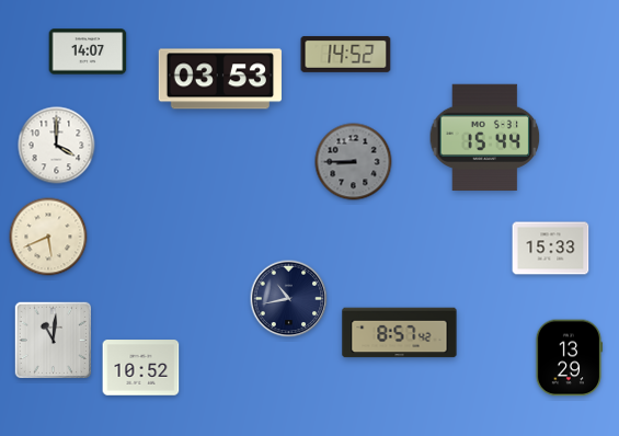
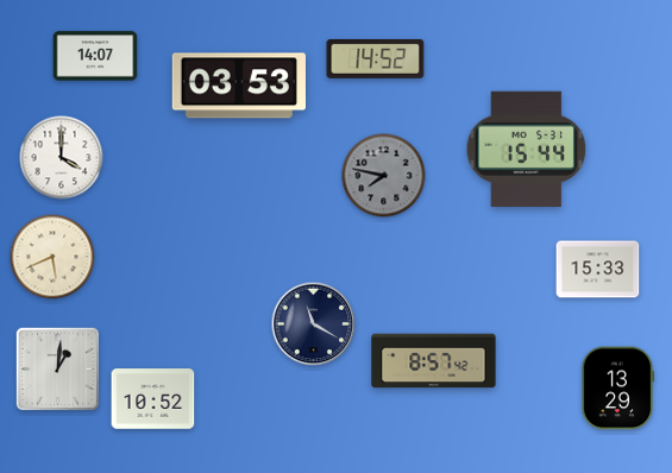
clock at (354, 162): 8:45 -> 7:47
clock at (289, 299): 10:43 -> 11:20
clock at (53, 340): 11:01 -> 1:01
